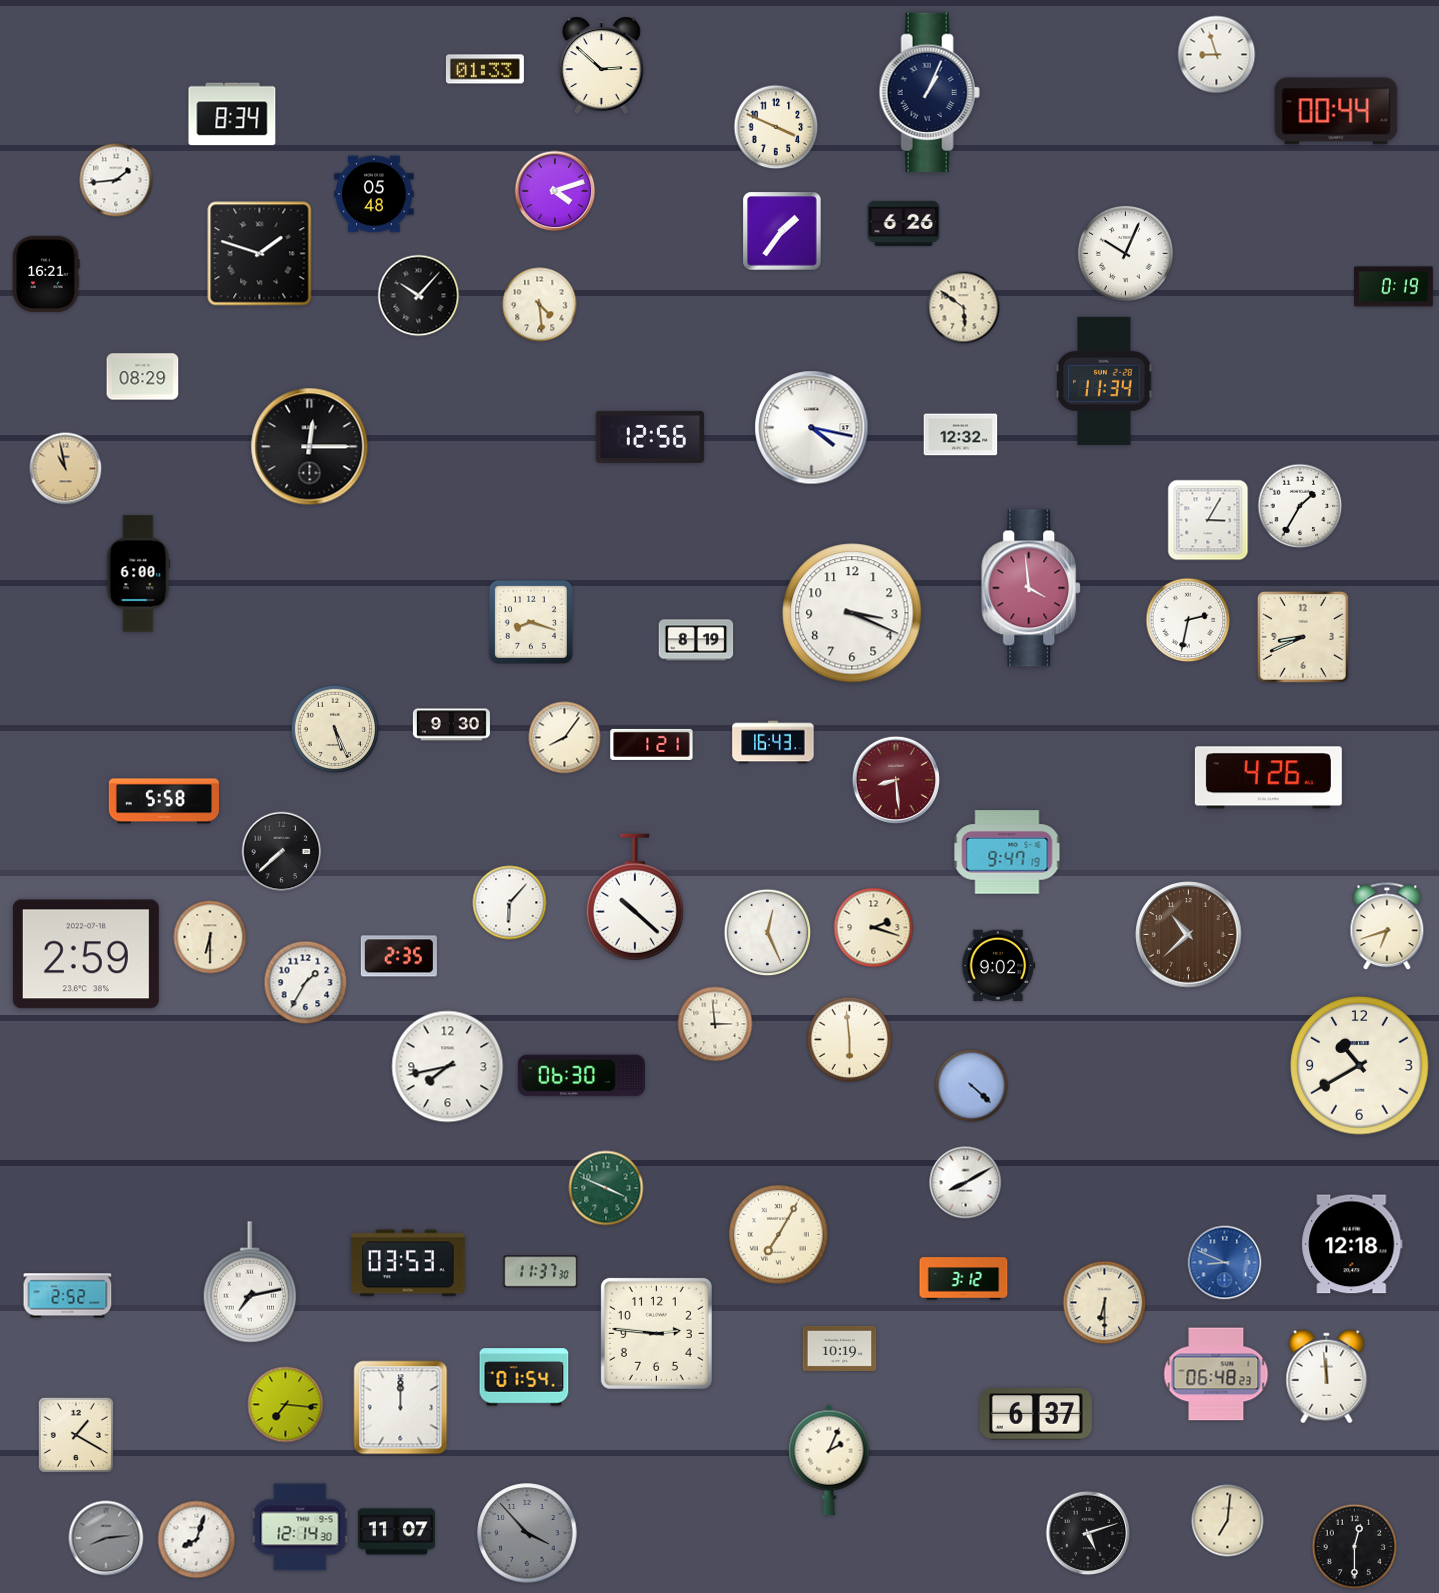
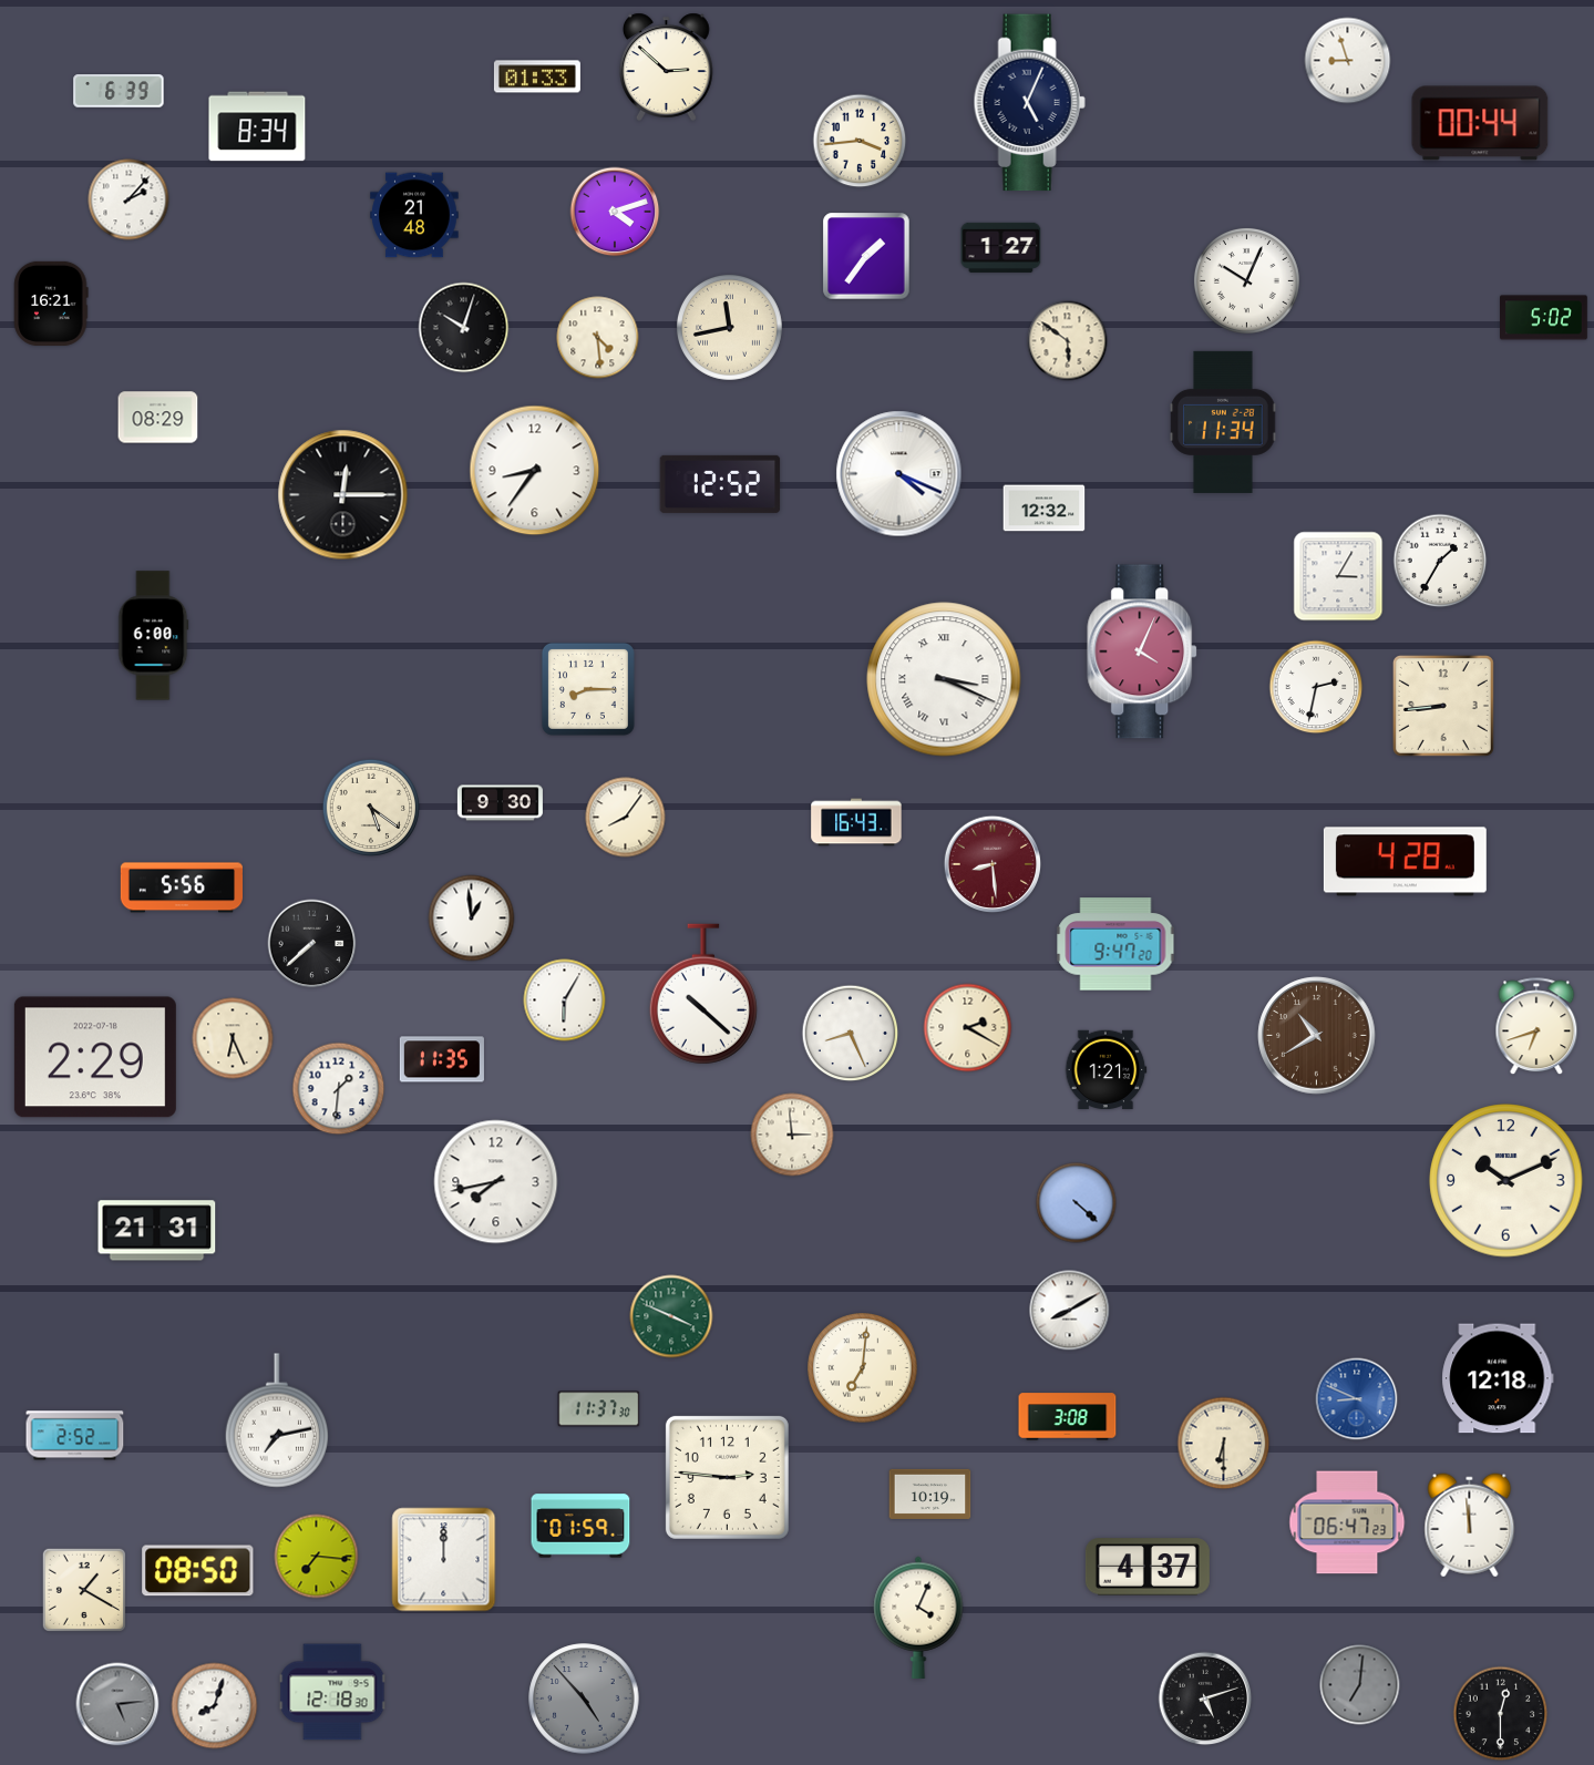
clock at (602, 65) position: (602, 65) -> (667, 66)
clock at (119, 91): none -> 6:39
clock at (929, 93): 1:04 -> 5:04
clock at (776, 127): 3:49 -> 3:44
clock at (116, 180): 1:44 -> 2:07
clock at (374, 194): 05:48 -> 21:48
clock at (904, 223): 6:26 -> 1:27
clock at (260, 254): 1:48 -> none
clock at (1394, 287): 0:19 -> 5:02
clock at (729, 327): none -> 11:43
clock at (419, 296): 10:07 -> 10:03
clock at (535, 471): none -> 8:36
clock at (812, 428): 4:17 -> 4:19
clock at (961, 435) position: (961, 435) -> (1045, 509)
clock at (650, 437): 12:56 -> 12:52
clock at (66, 469): 10:58 -> none
clock at (1032, 588): 3:59 -> 4:04
clock at (852, 613) numerals: Arabic -> Roman
clock at (531, 622): 8:18 -> 8:15
clock at (1303, 637): 8:41 -> 8:44
clock at (696, 640): 8:19 -> none
clock at (335, 729): 5:26 -> 5:21
clock at (652, 744): 1:21 -> none
clock at (1268, 778): 4:26 -> 4:28
clock at (163, 801): 5:58 -> 5:56
clock at (472, 919): none -> 12:59
clock at (1007, 852): 9:47:19 -> 9:47:20
clock at (510, 903): 6:07 -> 6:05
clock at (874, 928): 2:18 -> 2:20
clock at (768, 933): 12:26 -> 8:26
clock at (1189, 935): 10:38 -> 10:40
clock at (210, 937): 6:30 -> 6:26
clock at (86, 954): 2:59 -> 2:29
clock at (399, 956): 2:35 -> 11:35
clock at (998, 966): 9:02 -> 1:21
clock at (306, 983): 1:35 -> 1:31
clock at (850, 1040): 5:59 -> none
clock at (1360, 1066): 10:40 -> 10:11
clock at (581, 1076): 06:30 -> none
clock at (157, 1231): none -> 21:31
clock at (779, 1235): 7:05 -> 7:01
clock at (409, 1263): 03:53 -> none
clock at (964, 1279): 3:12 -> 3:08
clock at (1216, 1374): 06:48 -> 06:47
clock at (524, 1377): 01:54 -> 01:59
clock at (1036, 1414): 6:37 -> 4:37
clock at (198, 1571): none -> 08:50
clock at (829, 1460): 2:04 -> 4:04
clock at (1228, 1521) dial: cream -> grey
clock at (300, 1527): 12:14 -> 12:18
clock at (396, 1532): 11:07 -> none
clock at (527, 1533): 3:53 -> 4:53
clock at (106, 1538): 8:14 -> 5:14
clock at (197, 1540) position: (197, 1540) -> (215, 1706)
